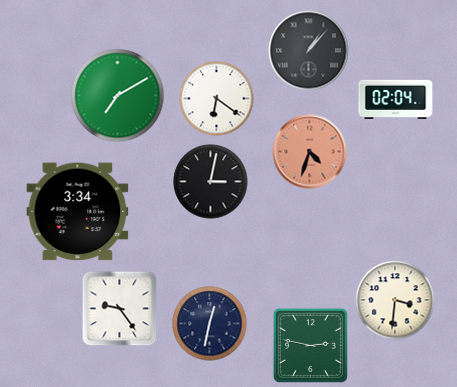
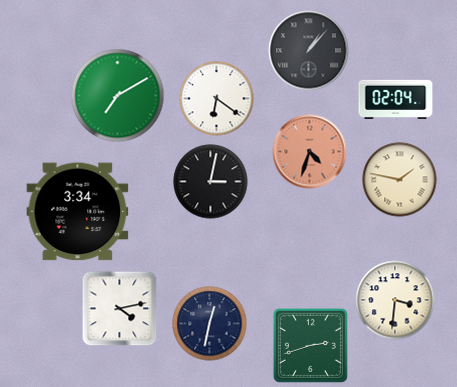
clock at (400, 180): none -> 1:47
clock at (120, 309): 9:24 -> 4:13
clock at (310, 345): 2:47 -> 2:42
